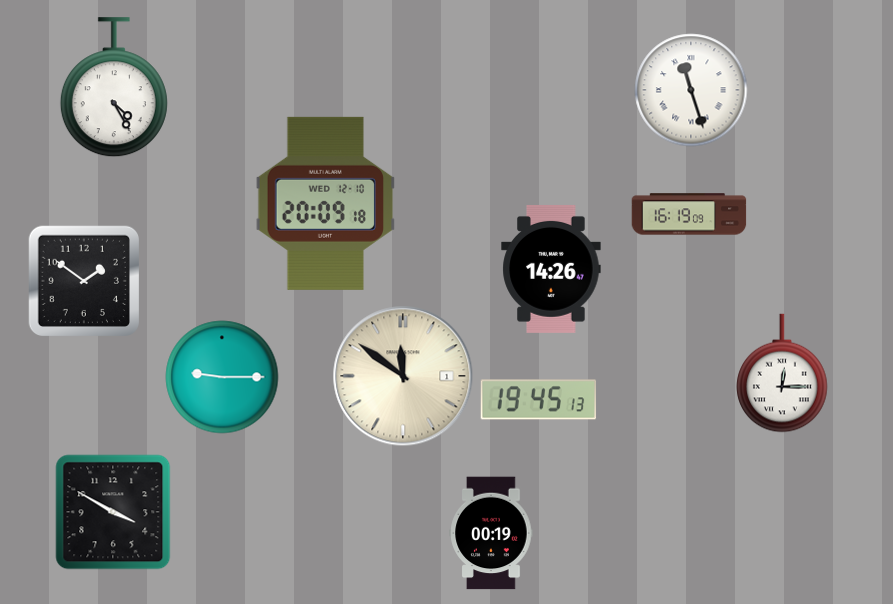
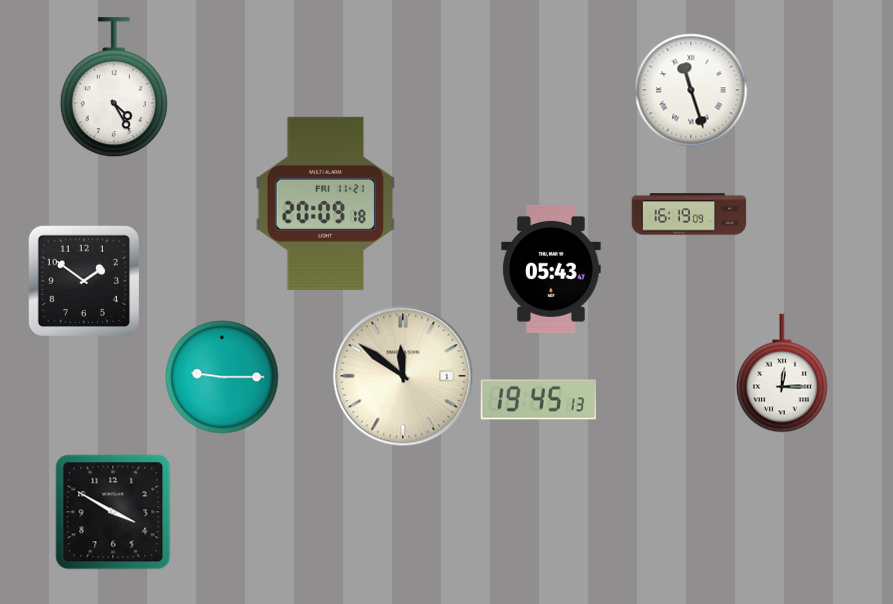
clock at (326, 203) date: WED 12-10 -> FRI 11-21
clock at (551, 269): 14:26 -> 05:43
clock at (491, 533): 00:19 -> none
